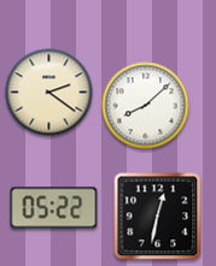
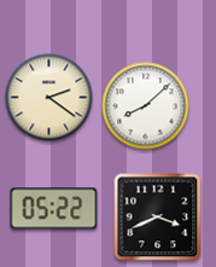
clock at (49, 93) position: (49, 93) -> (49, 98)
clock at (158, 217): 12:32 -> 3:41
